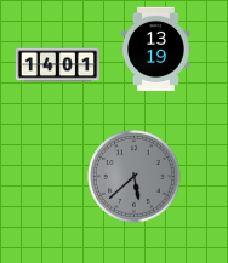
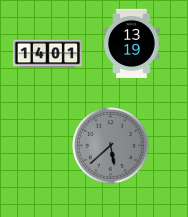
clock at (156, 48) position: (156, 48) -> (132, 43)
